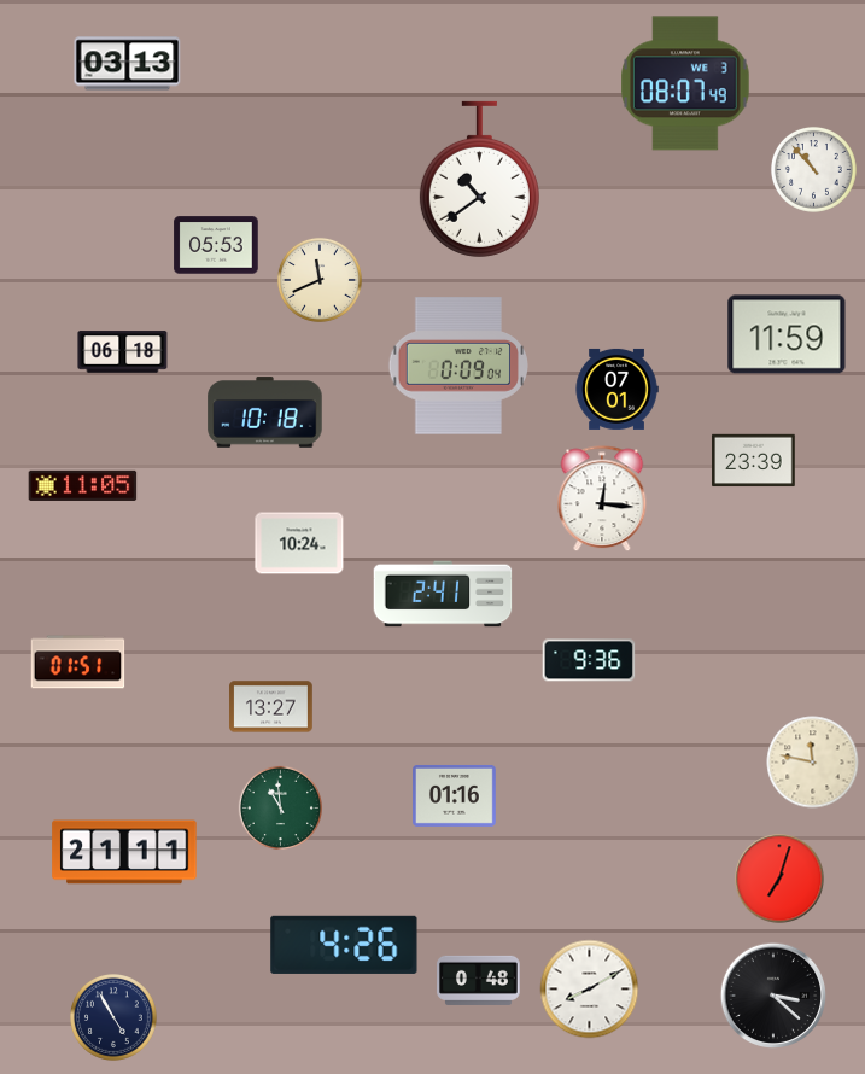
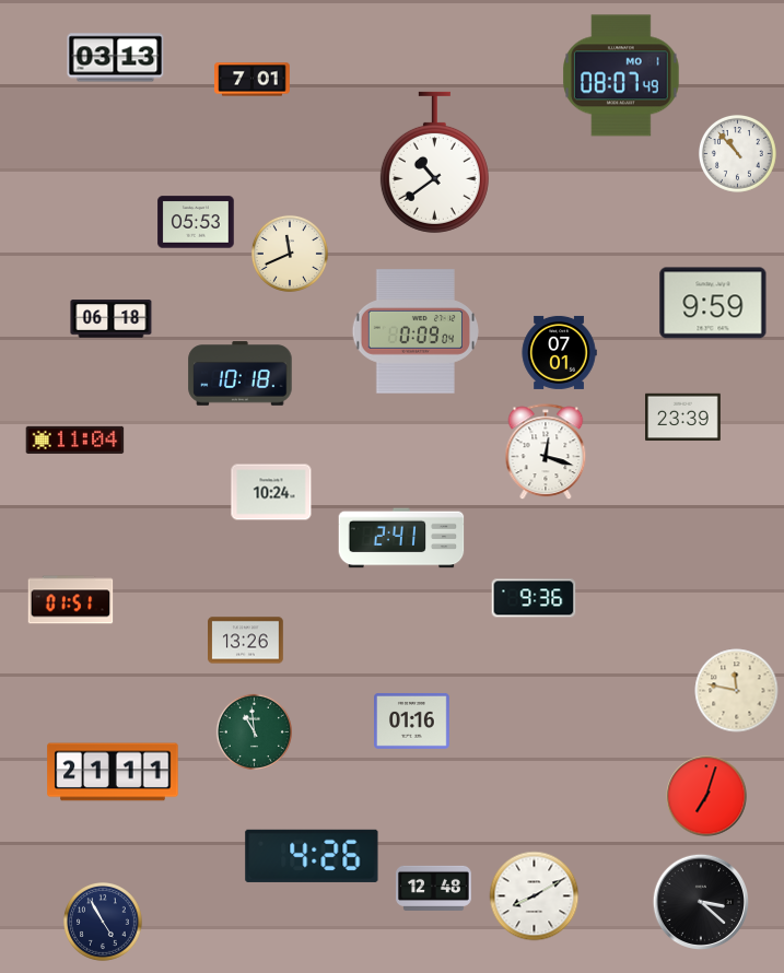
clock at (685, 83) date: WE 3 -> MO 1
clock at (253, 80): none -> 7:01
clock at (787, 334): 11:59 -> 9:59
clock at (83, 485): 11:05 -> 11:04
clock at (602, 500): 12:16 -> 12:18
clock at (271, 707): 13:27 -> 13:26
clock at (479, 980): 0:48 -> 12:48
